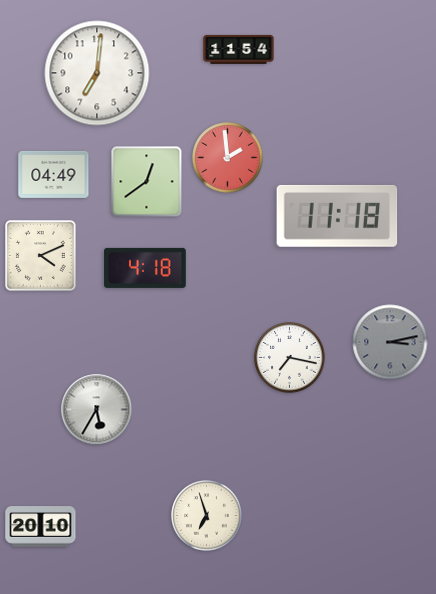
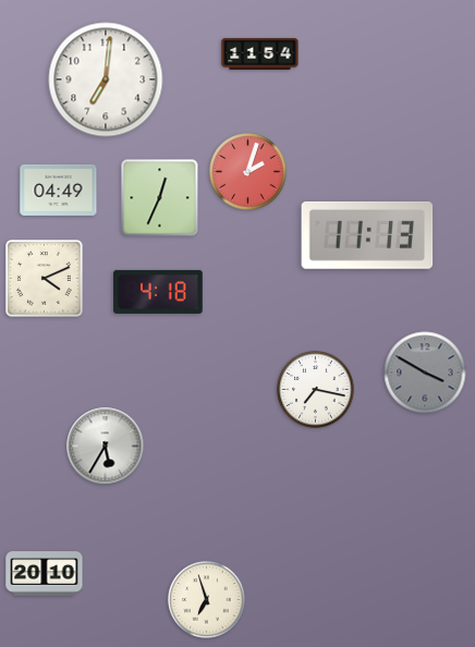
clock at (228, 158): 1:59 -> 2:03
clock at (147, 182): 12:39 -> 12:34
clock at (337, 216): 11:18 -> 11:13
clock at (390, 342): 3:13 -> 3:50
clock at (207, 516) position: (207, 516) -> (207, 600)
